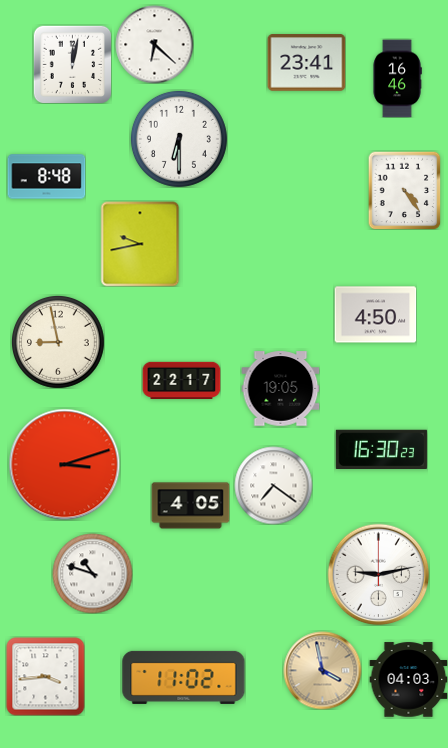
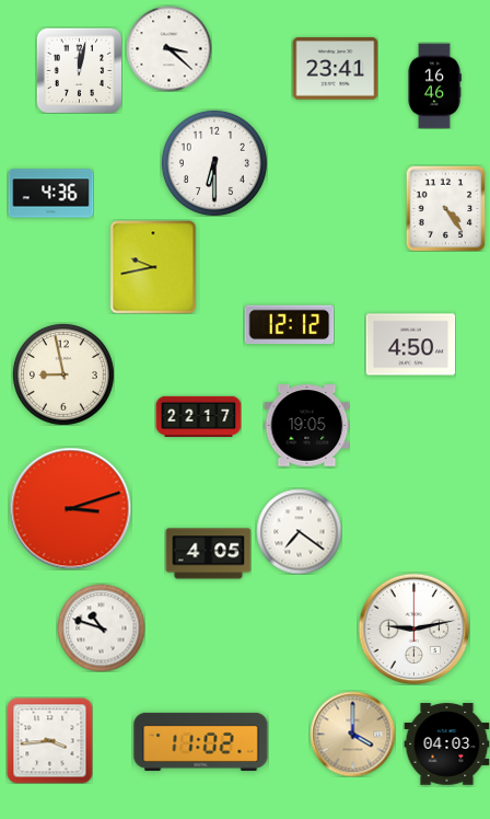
clock at (154, 44): 6:22 -> 3:22
clock at (179, 139) position: (179, 139) -> (214, 163)
clock at (46, 177): 8:48 -> 4:36
clock at (405, 190) position: (405, 190) -> (446, 208)
clock at (289, 325): none -> 12:12
clock at (381, 449): 16:30 -> none
clock at (322, 670): 3:58 -> 4:00
